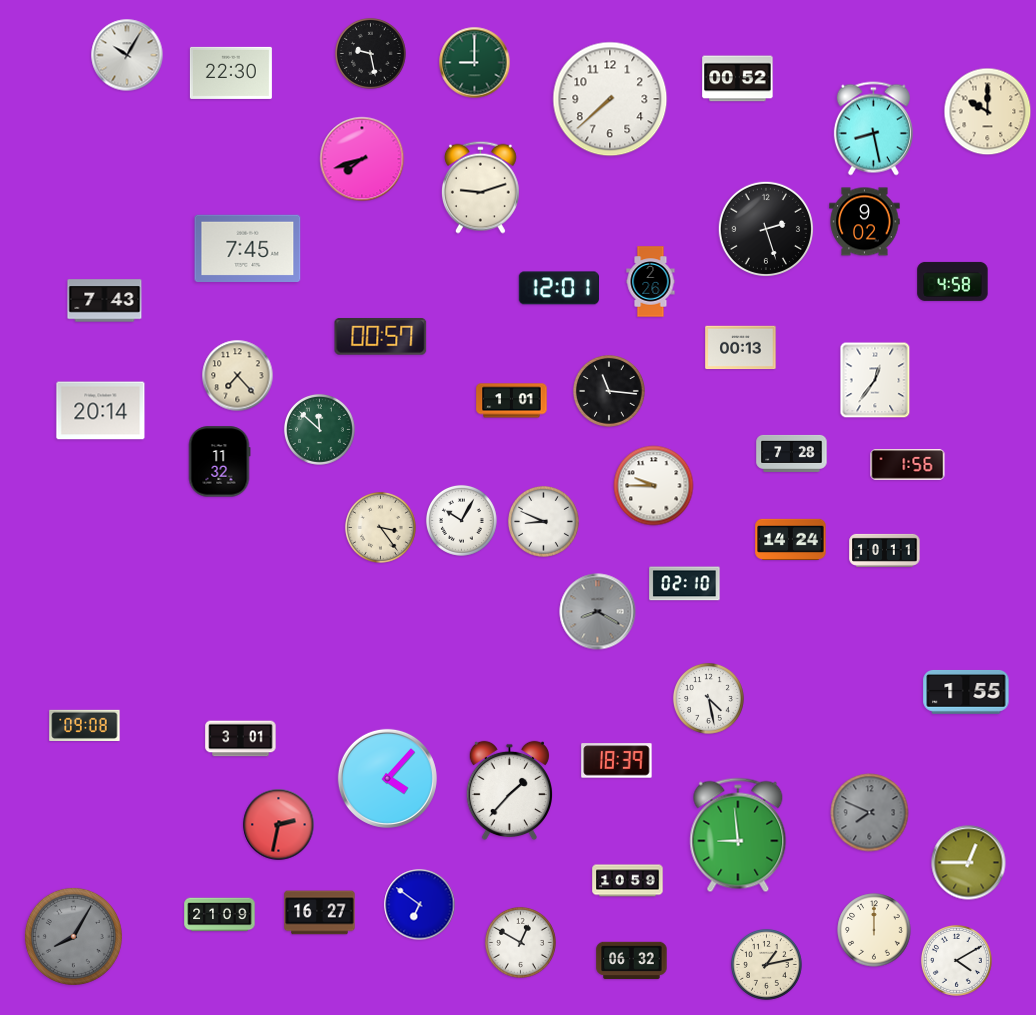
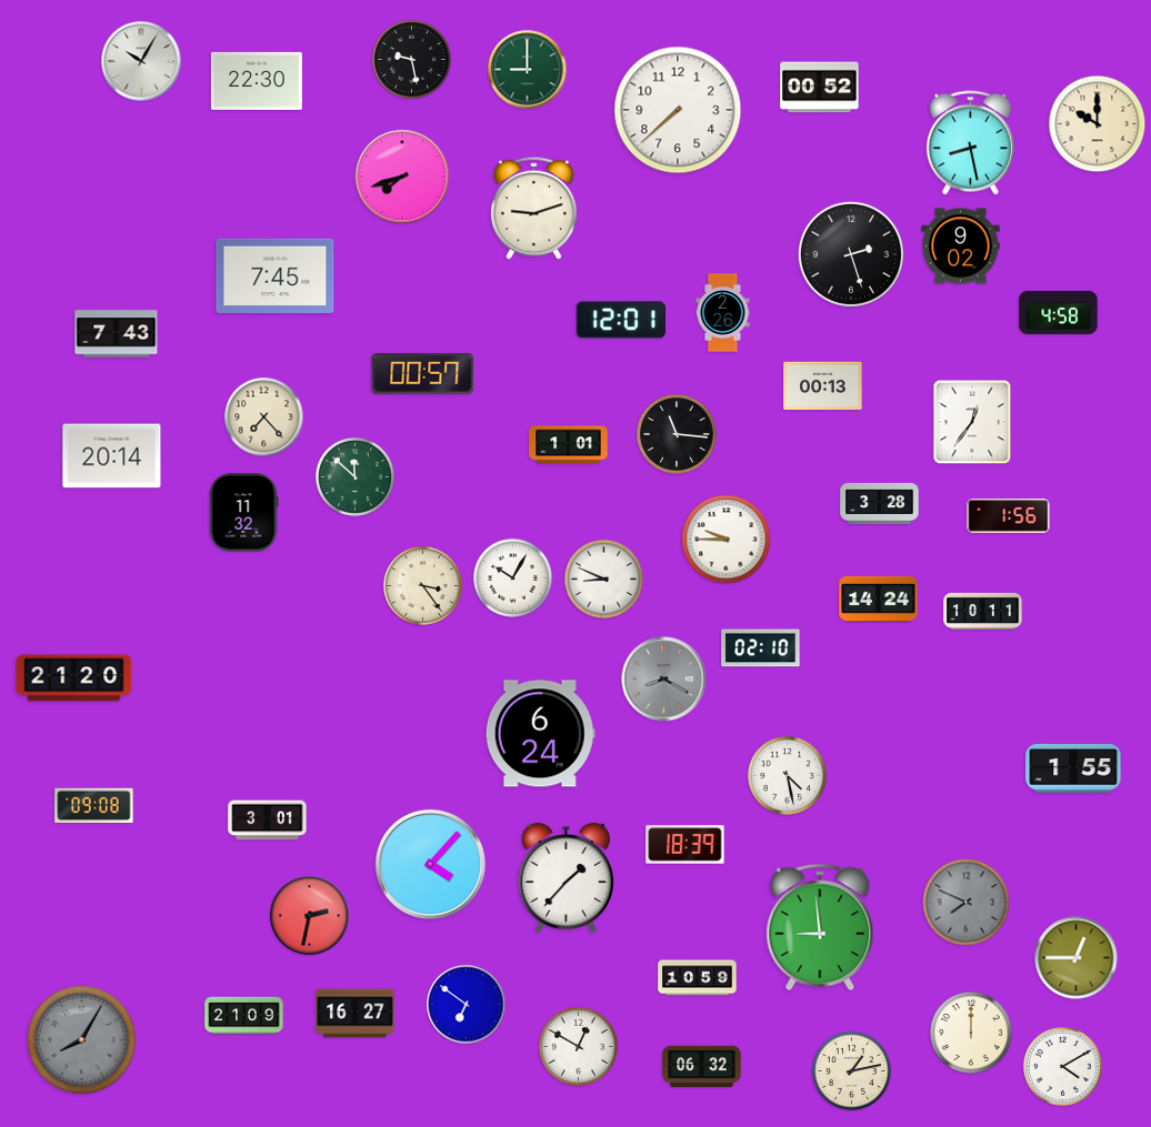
clock at (792, 453): 7:28 -> 3:28
clock at (74, 678): none -> 21:20
clock at (540, 734): none -> 6:24
